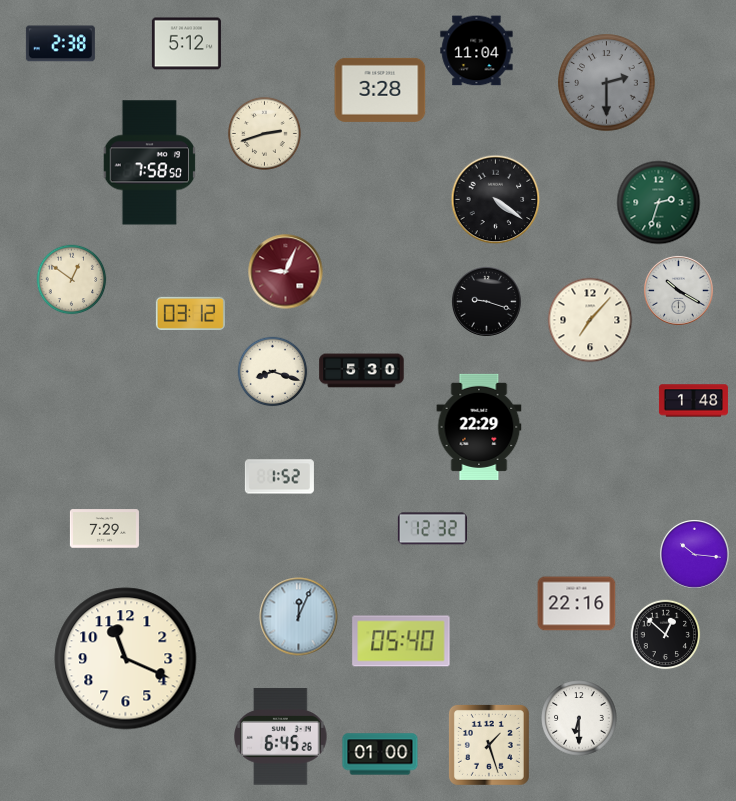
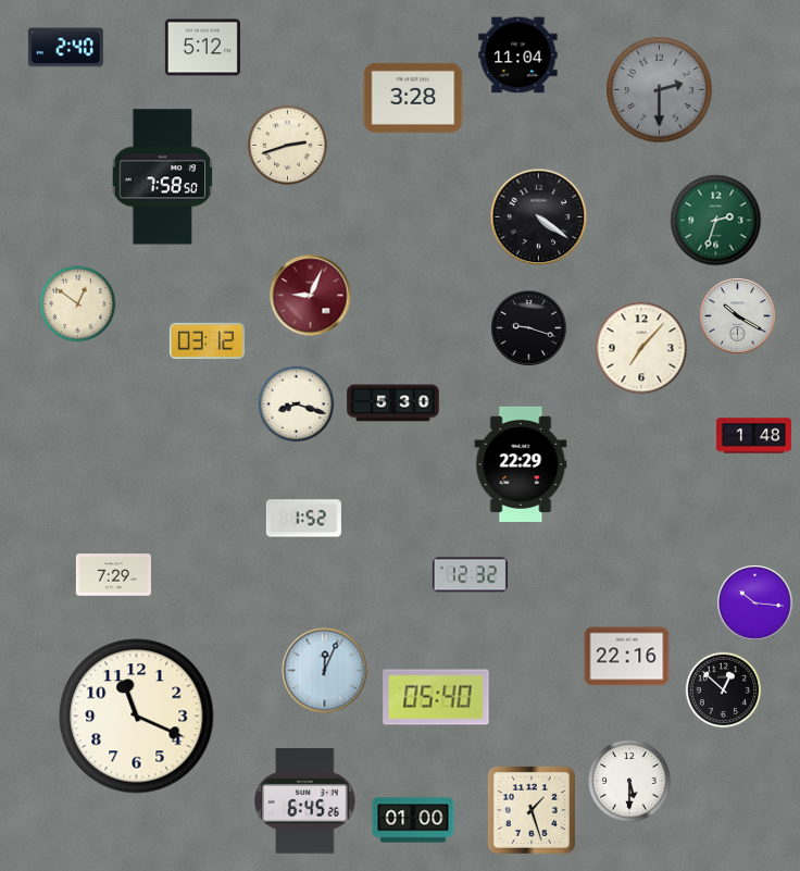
clock at (60, 44): 2:38 -> 2:40
clock at (579, 718): 6:30 -> 5:30
